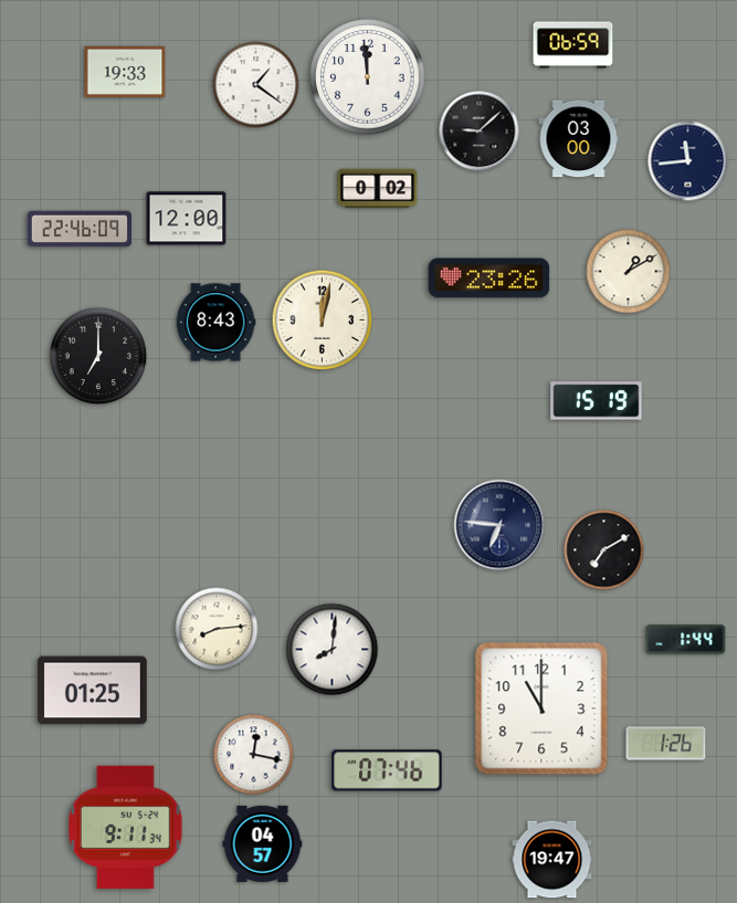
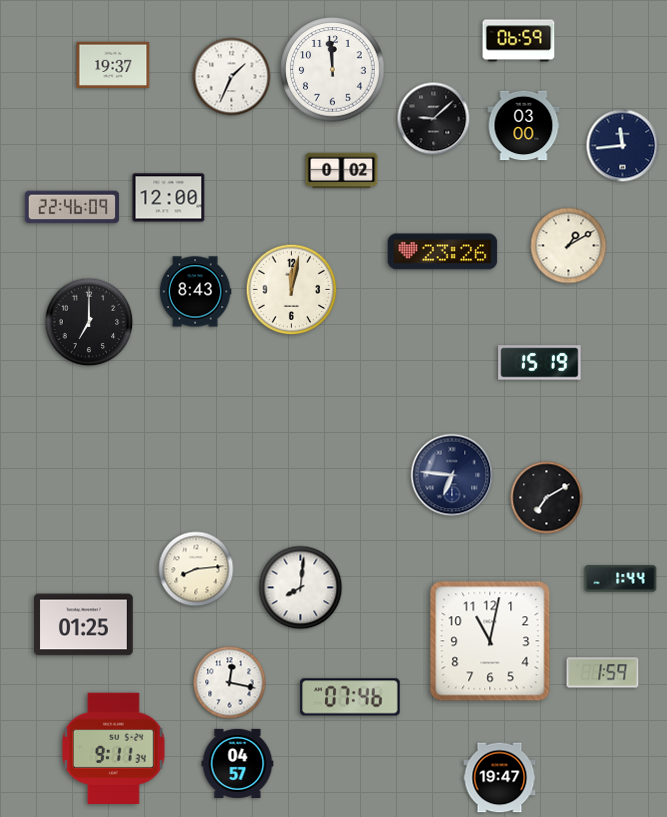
clock at (125, 72): 19:33 -> 19:37
clock at (256, 85): 1:21 -> 1:34
clock at (541, 708): 11:00 -> 11:02
clock at (666, 744): 1:26 -> 1:59
